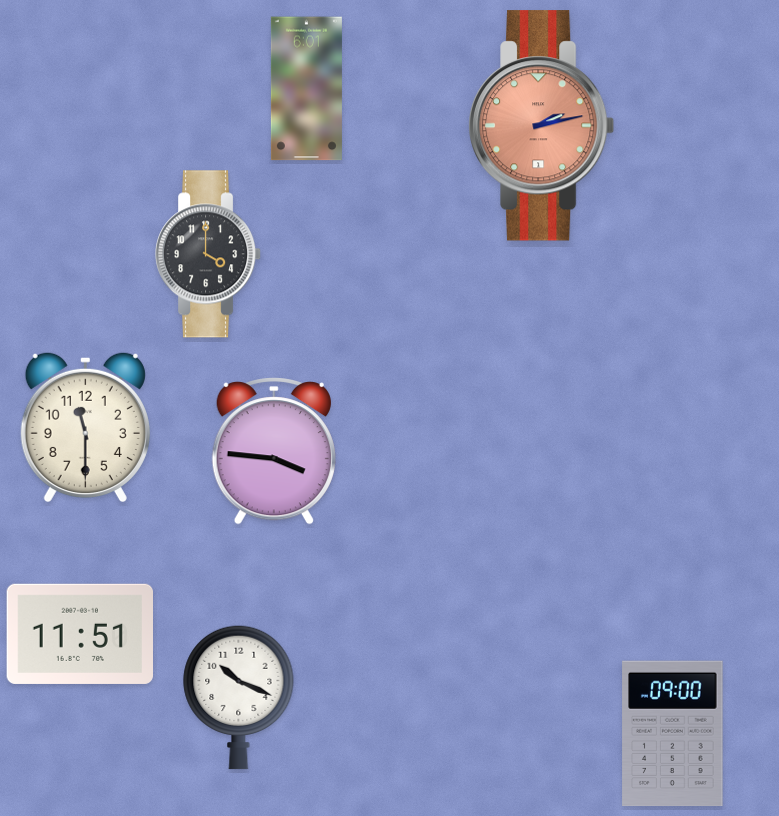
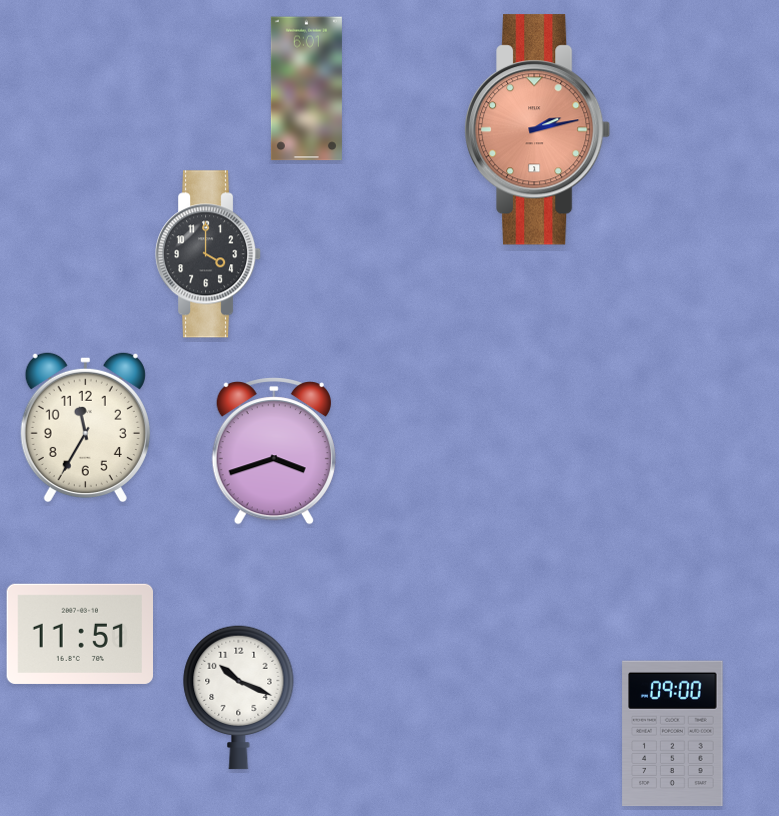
clock at (542, 126) position: (542, 126) -> (538, 130)
clock at (85, 427): 11:30 -> 11:35
clock at (274, 451): 3:46 -> 3:42
